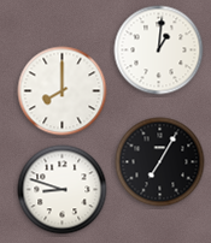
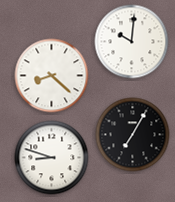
clock at (159, 51): 1:01 -> 10:01
clock at (63, 91): 8:00 -> 8:22
